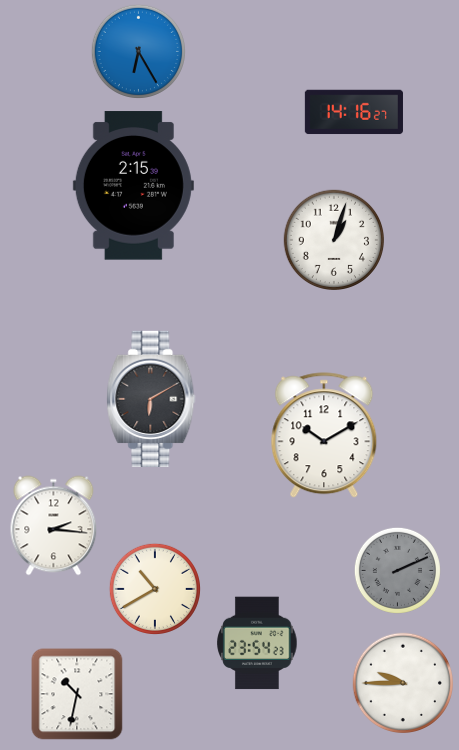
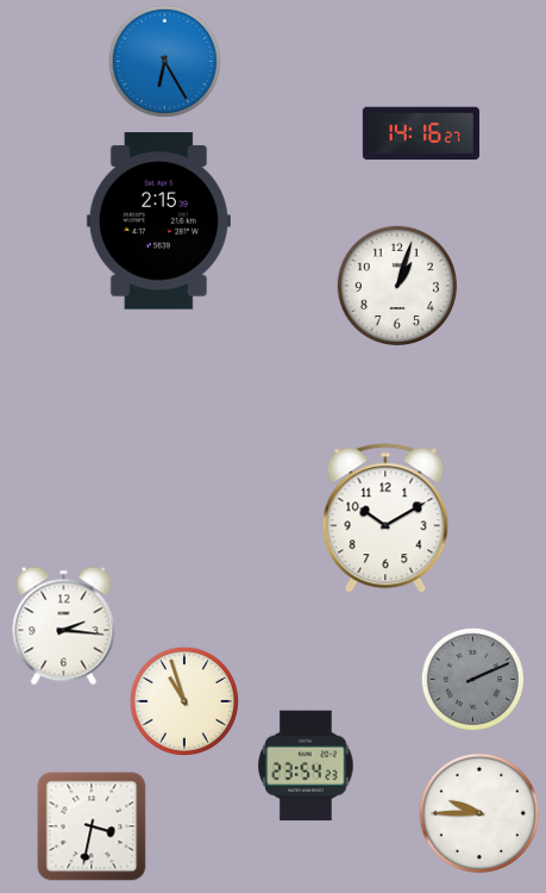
clock at (151, 399): 6:10 -> none
clock at (155, 589): 10:40 -> 10:57
clock at (77, 694): 10:32 -> 3:32
